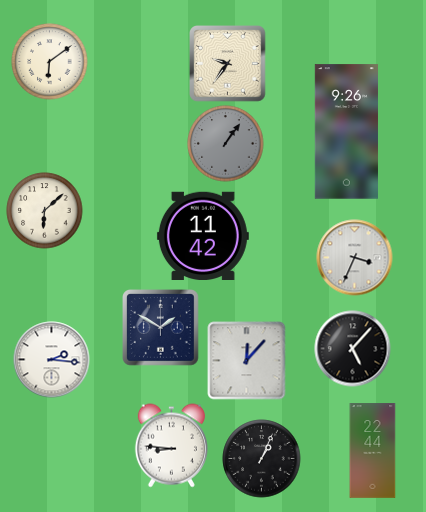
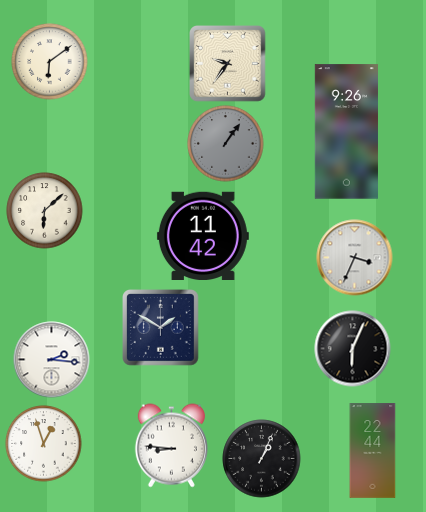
clock at (353, 349): 5:07 -> 6:04
clock at (247, 361): 12:07 -> none
clock at (44, 444): none -> 12:57
